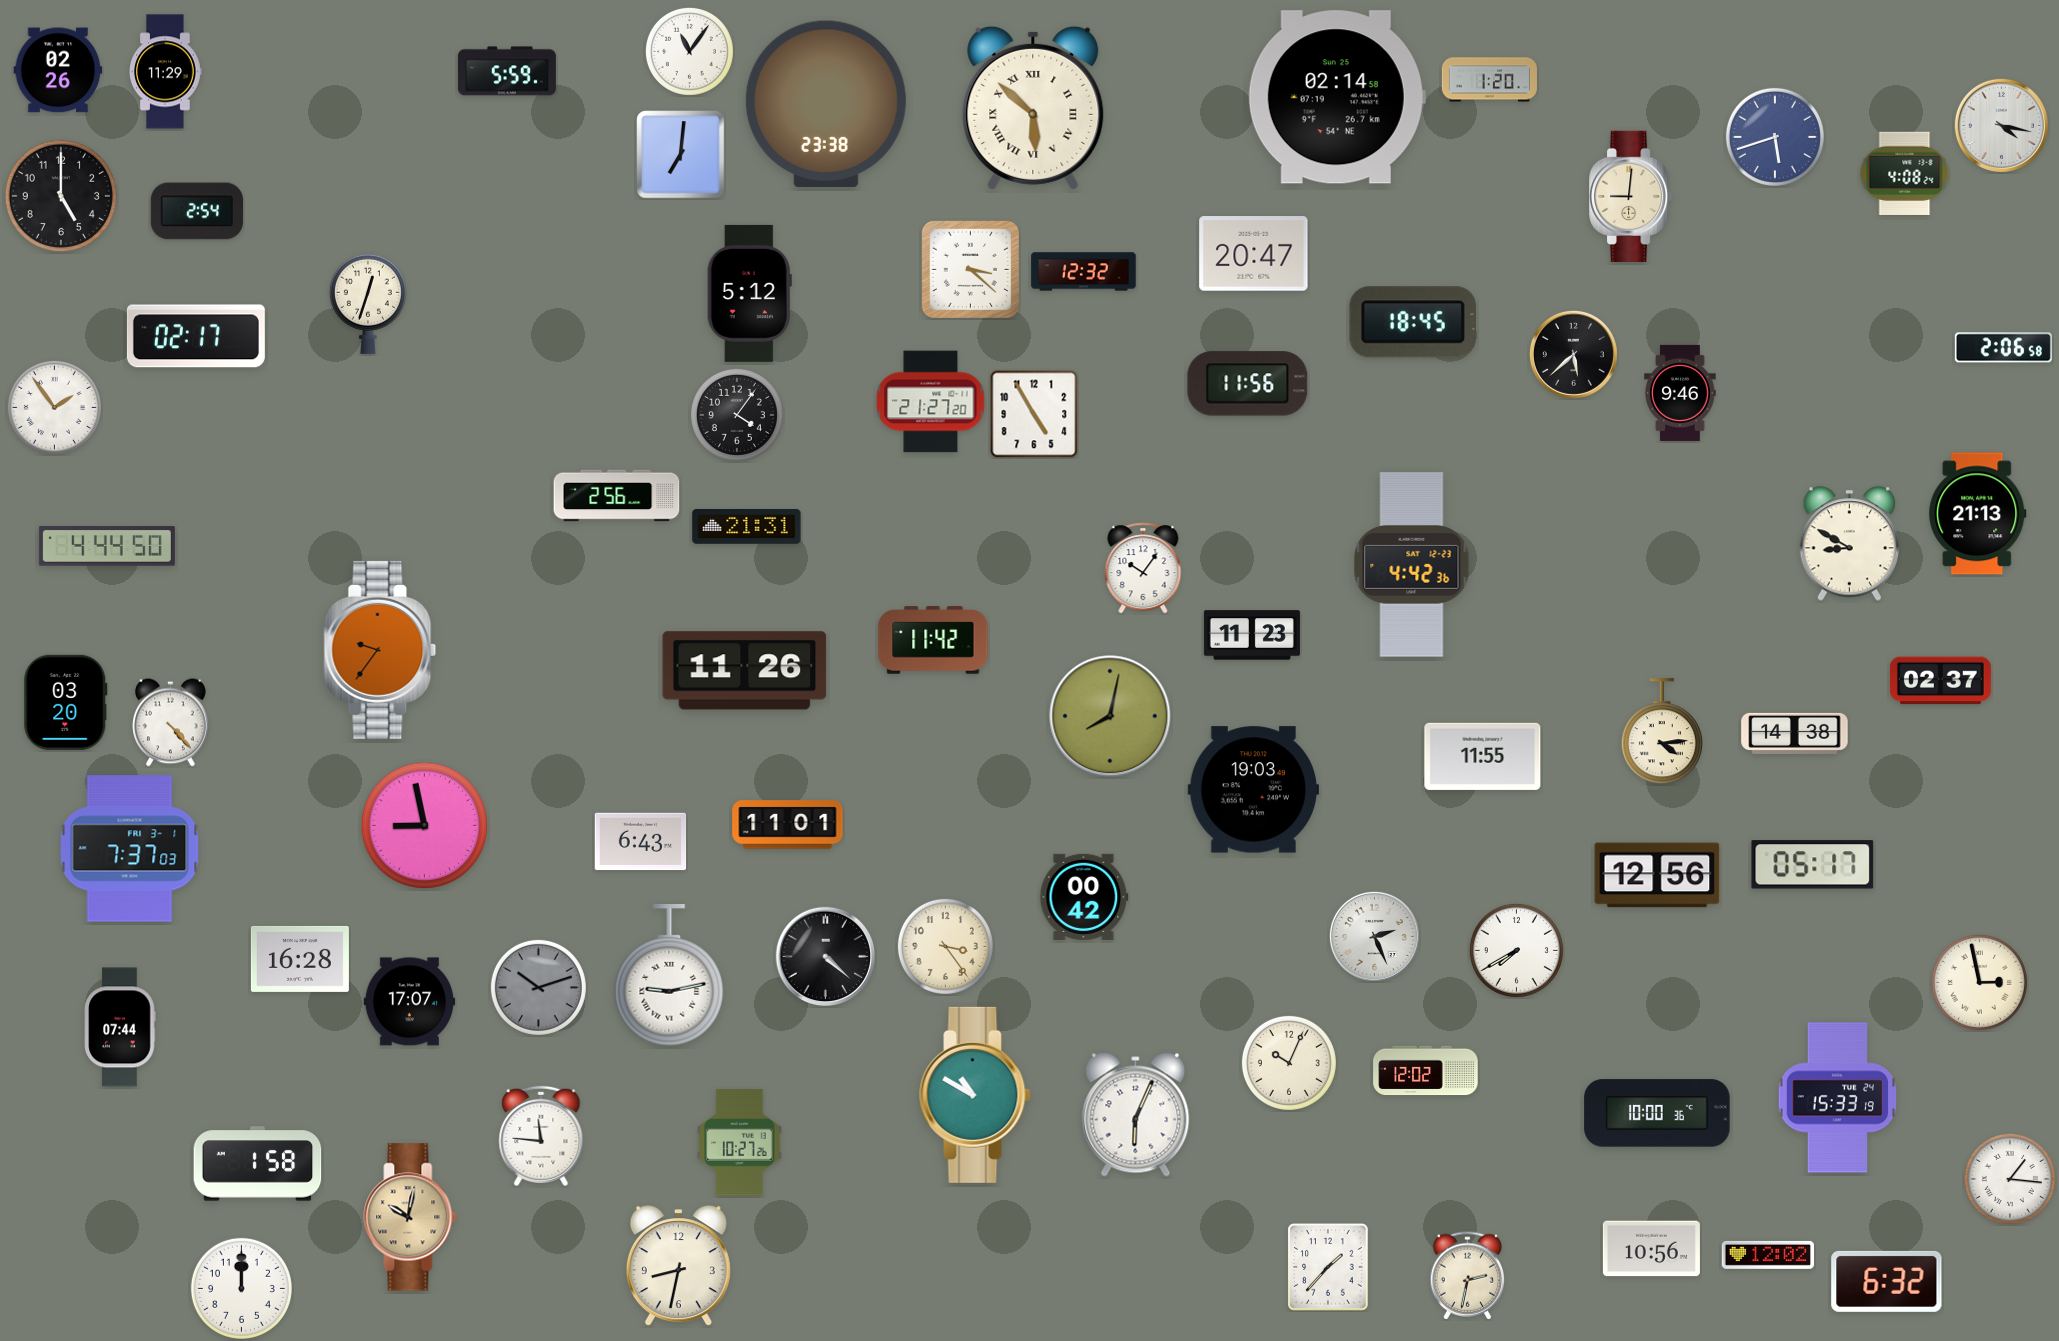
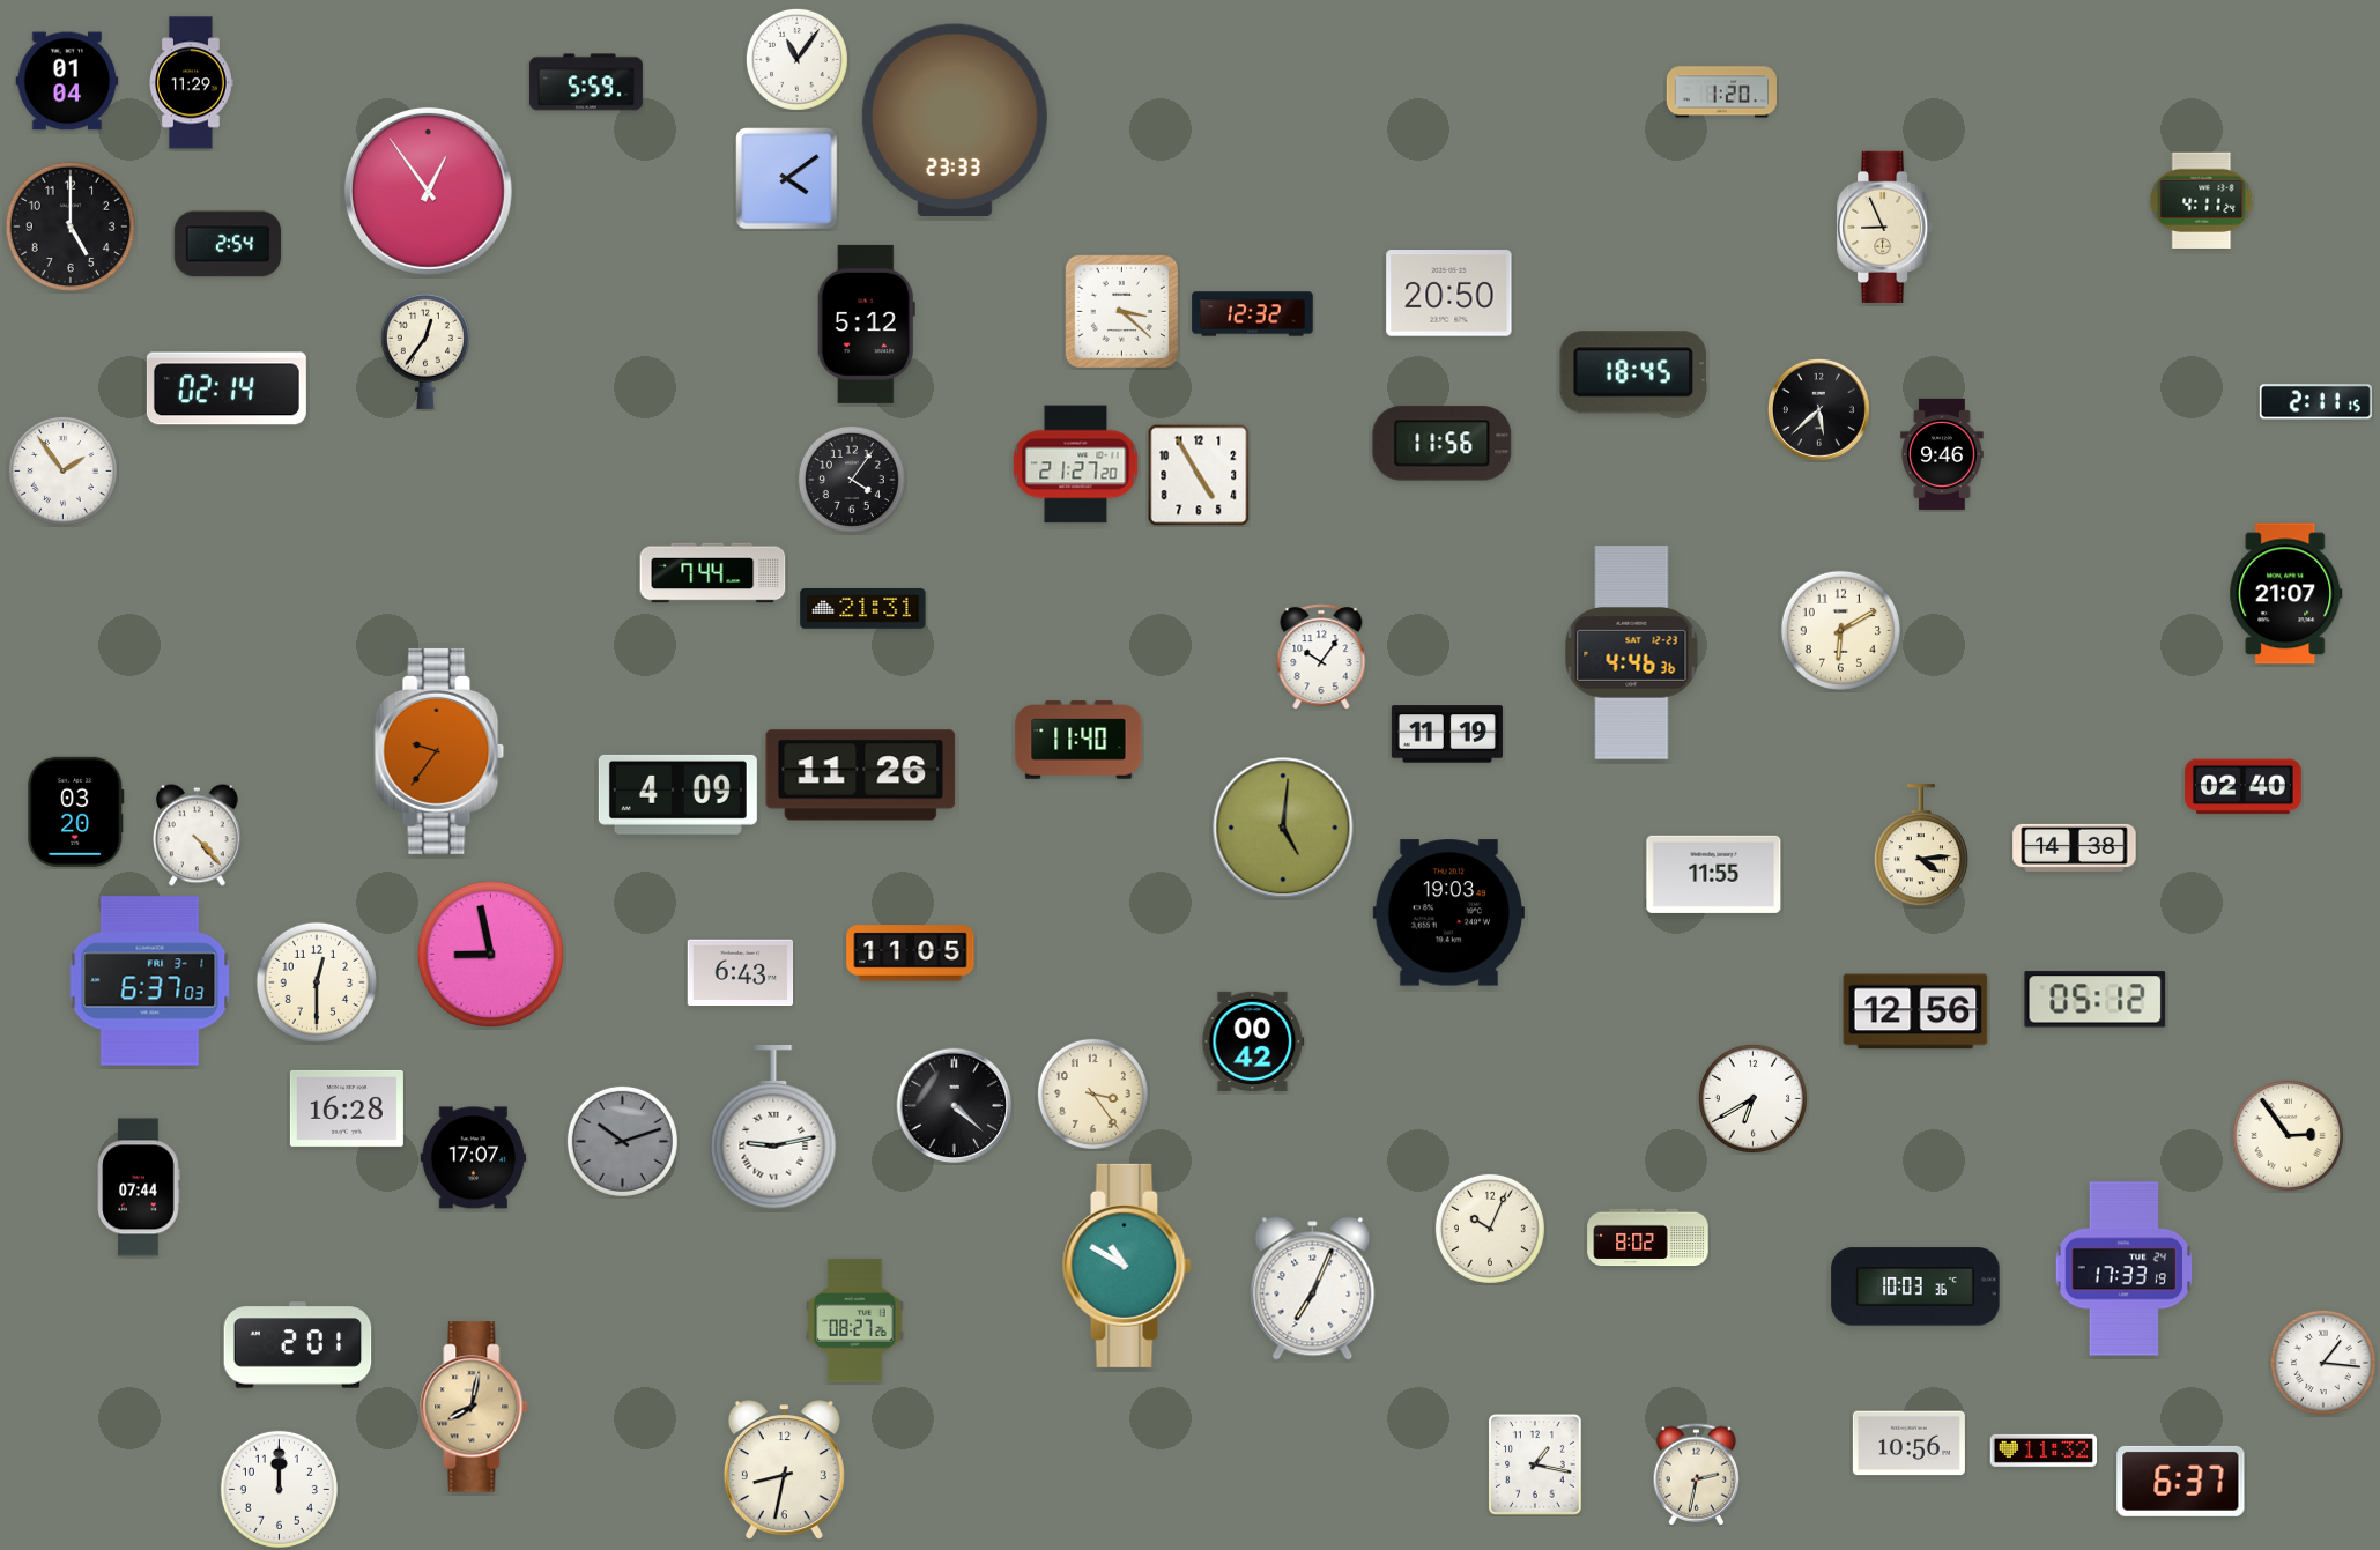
clock at (58, 70): 02:26 -> 01:04
clock at (1337, 97): 02:14 -> none
clock at (826, 103): 23:38 -> 23:33
clock at (1033, 108): 5:52 -> none
clock at (2001, 125): 4:17 -> none
clock at (1775, 137): 5:42 -> none
clock at (681, 155): 7:01 -> 4:09
clock at (428, 191): none -> 12:54
clock at (1905, 173): 4:08 -> 4:11
clock at (1632, 196): 9:01 -> 8:56
clock at (1254, 254): 20:47 -> 20:50
clock at (749, 293) position: (749, 293) -> (866, 324)
clock at (368, 304): 12:33 -> 12:36
clock at (196, 336): 02:17 -> 02:14
clock at (2003, 348): 2:06 -> 2:11
clock at (1034, 414) position: (1034, 414) -> (1199, 475)
clock at (617, 496): 2:56 -> 7:44
clock at (1978, 514): 21:13 -> 21:07
clock at (1849, 544): 8:50 -> none
clock at (1840, 630): none -> 6:10
clock at (107, 546): 4:44 -> none
clock at (1412, 565): 4:42 -> 4:46
clock at (1252, 635): 11:23 -> 11:19
clock at (933, 640): 11:42 -> 11:40
clock at (1940, 681): 02:37 -> 02:40
clock at (677, 794): none -> 4:09
clock at (1110, 716): 8:02 -> 5:01
clock at (788, 825): 11:01 -> 11:05
clock at (130, 849): 7:37 -> 6:37
clock at (317, 982): none -> 12:30
clock at (1813, 865): 05:17 -> 05:12
clock at (1084, 897) position: (1084, 897) -> (1253, 1041)
clock at (1374, 936): 2:26 -> none
clock at (1516, 950): 7:40 -> 6:40
clock at (1979, 982): 2:58 -> 2:54
clock at (1426, 1071): 12:02 -> 8:02
clock at (1837, 1098): 15:33 -> 17:33
clock at (1657, 1113): 10:00 -> 10:03
clock at (1136, 1115): 6:04 -> 7:04
clock at (541, 1136): 11:46 -> none
clock at (740, 1143): 10:27 -> 08:27
clock at (258, 1164): 1:58 -> 2:01
clock at (410, 1217): 10:02 -> 8:02
clock at (1768, 1255): 12:02 -> 11:32
clock at (678, 1266) position: (678, 1266) -> (784, 1470)
clock at (1328, 1267): 1:37 -> 1:17
clock at (1887, 1281): 6:32 -> 6:37
